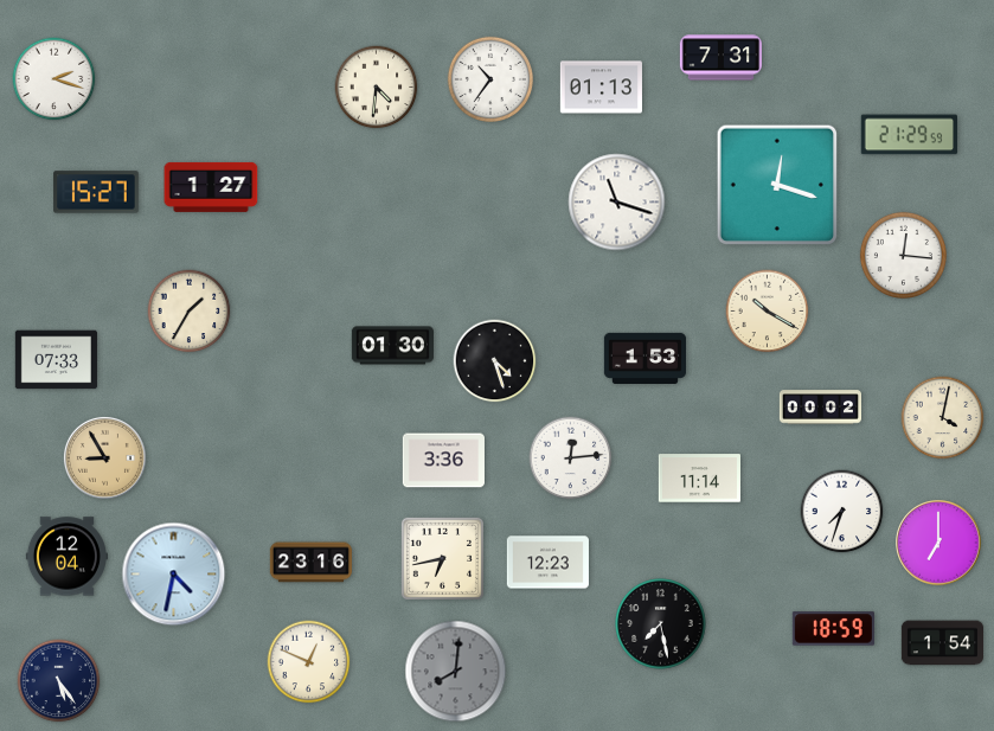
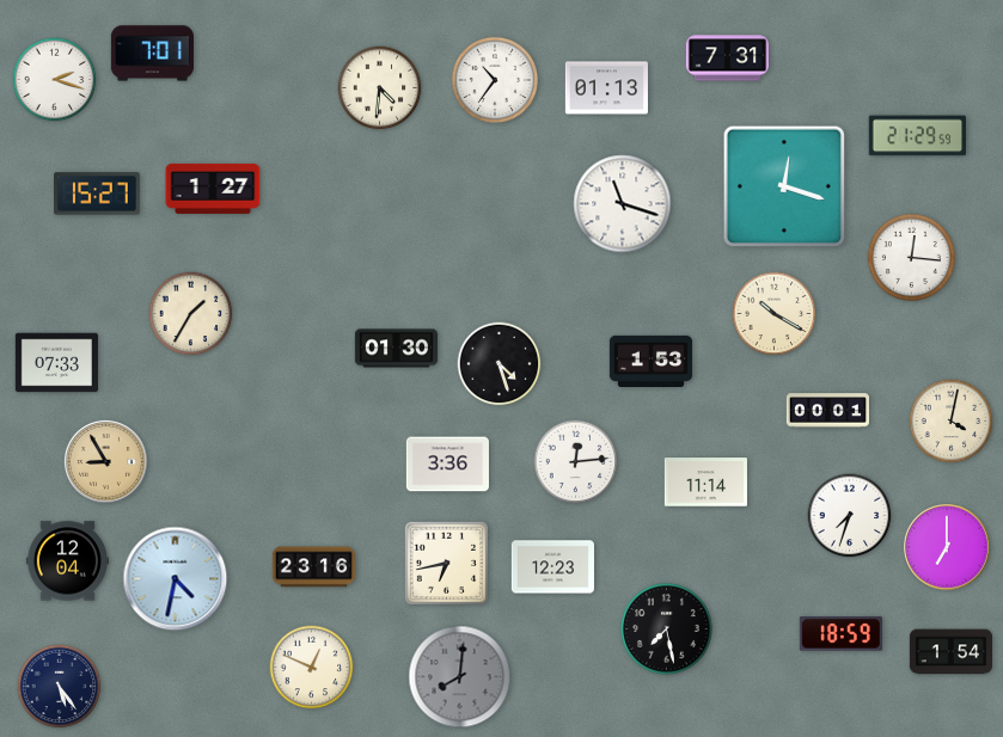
clock at (152, 54): none -> 7:01
clock at (820, 408): 00:02 -> 00:01
clock at (942, 643) position: (942, 643) -> (950, 652)
